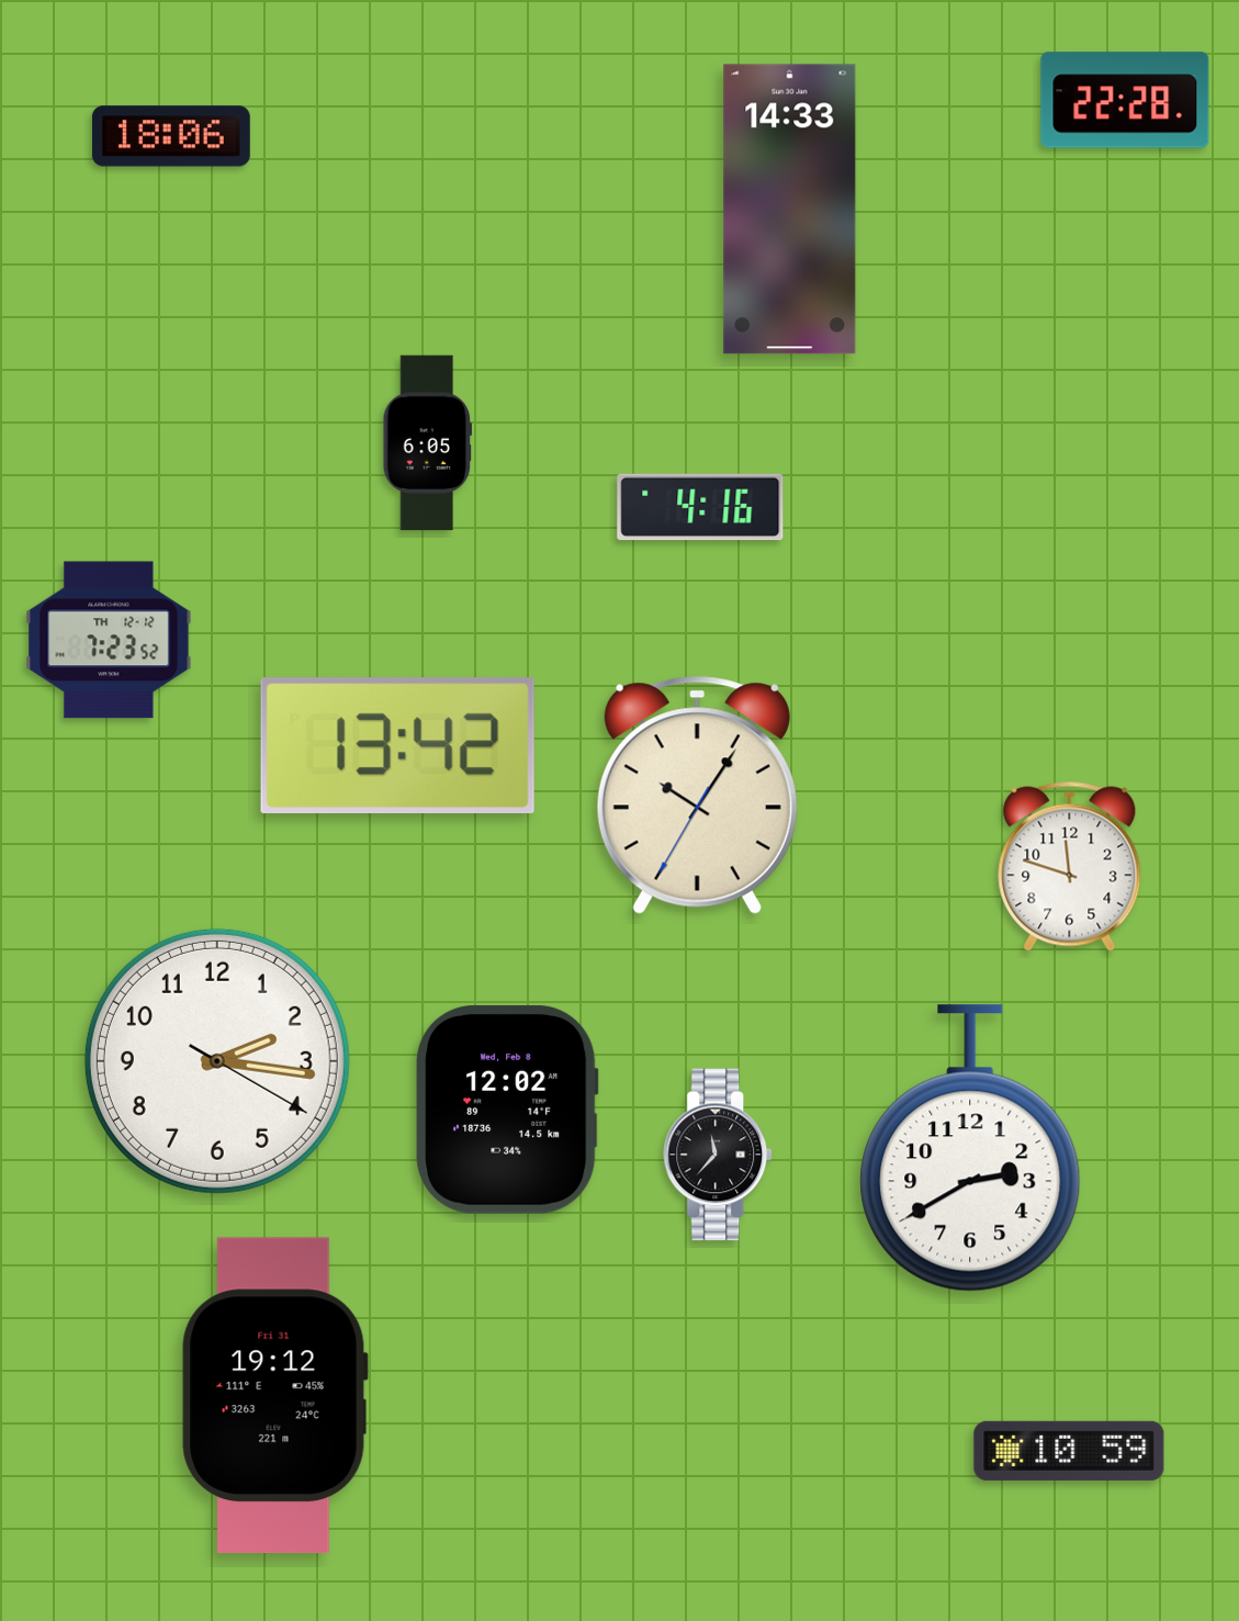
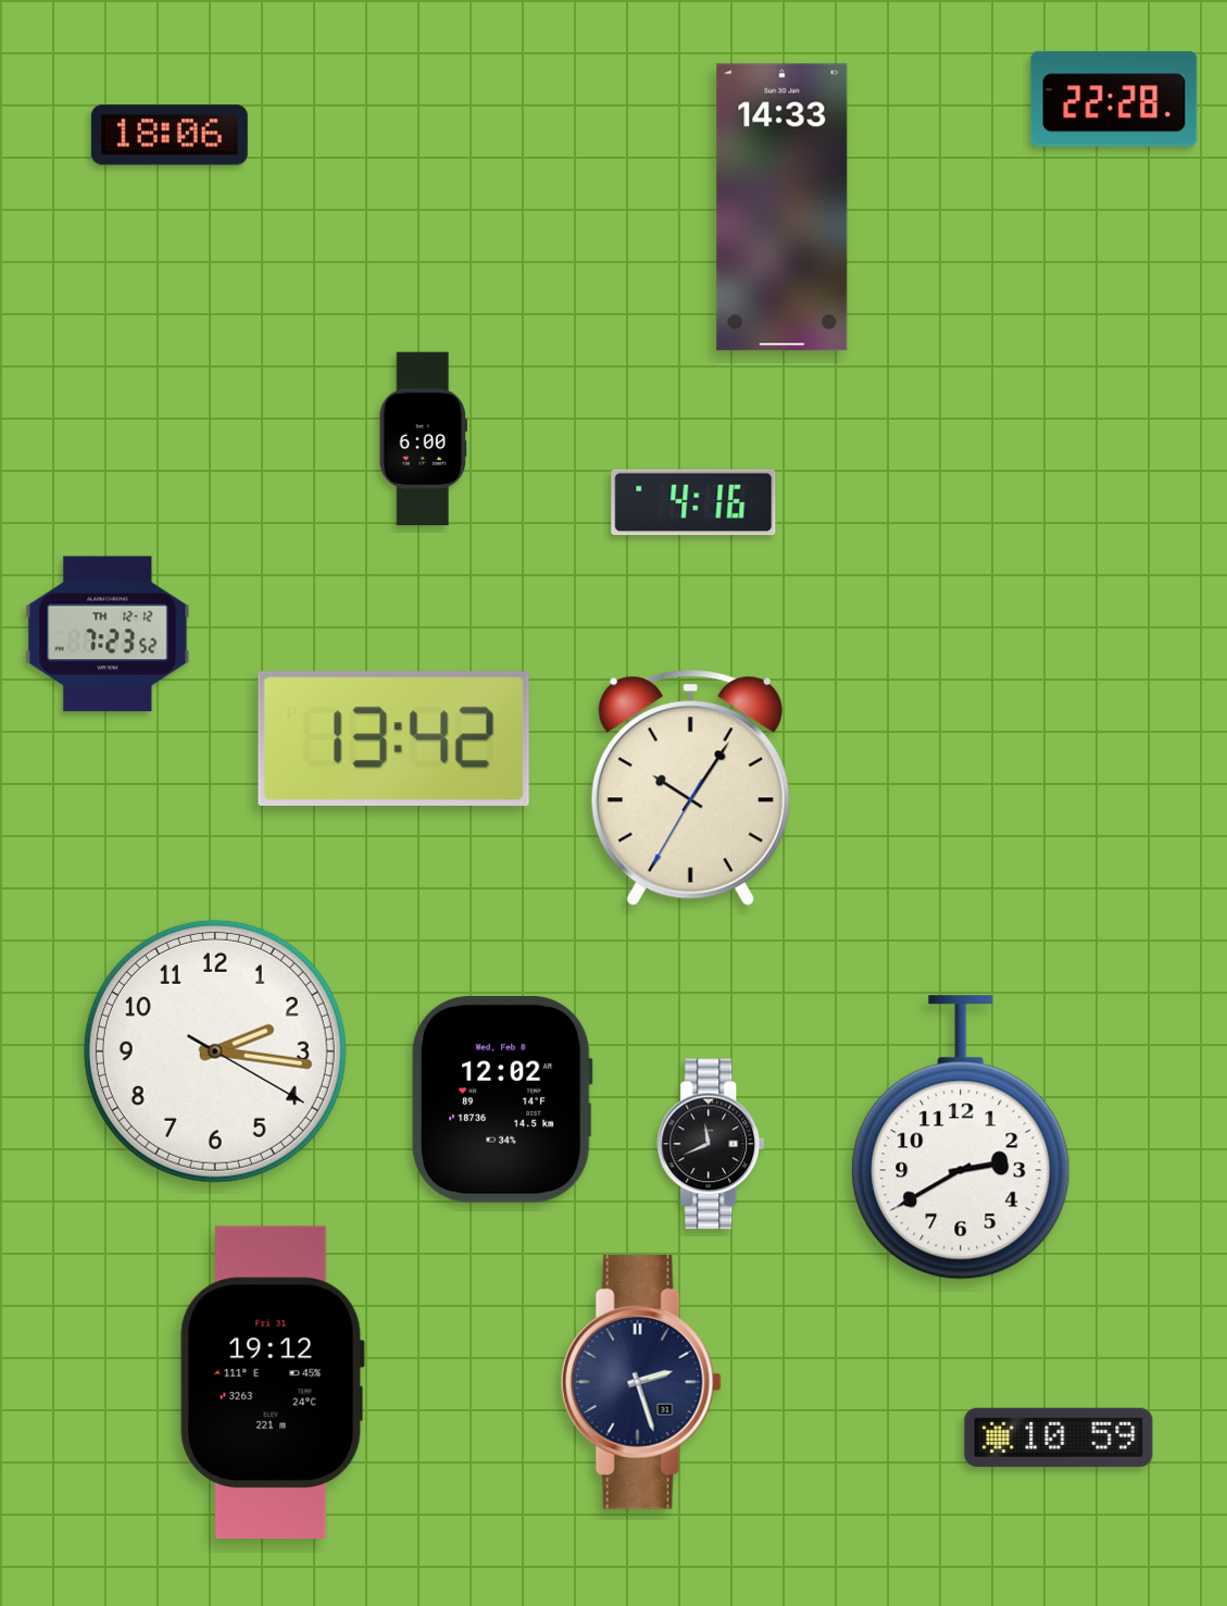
clock at (427, 443): 6:05 -> 6:00
clock at (1070, 866): 11:48 -> none
clock at (719, 1155): 11:37 -> 11:41
clock at (641, 1383): none -> 2:27
